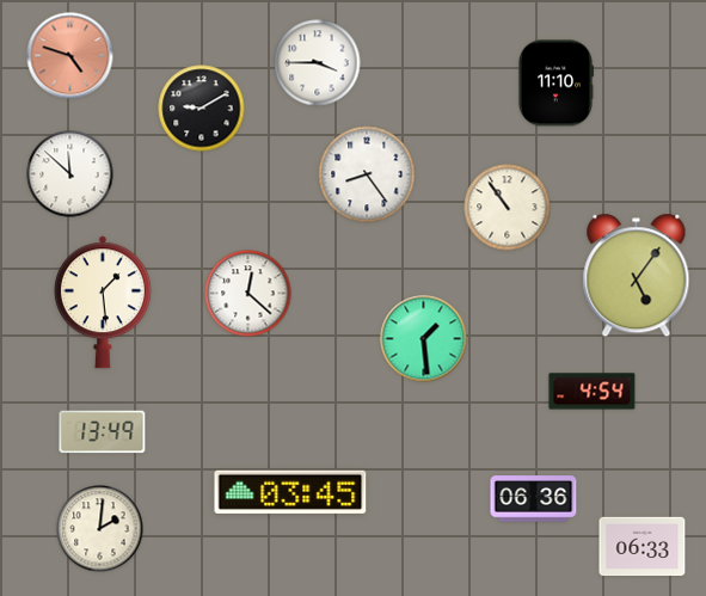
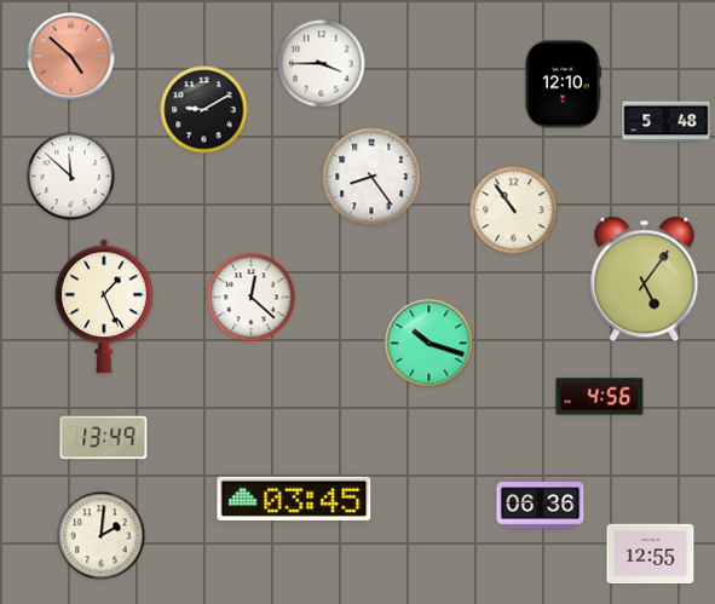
clock at (70, 56): 4:48 -> 4:52
clock at (557, 84): 11:10 -> 12:10
clock at (667, 122): none -> 5:48
clock at (103, 302): 1:29 -> 1:26
clock at (424, 339): 1:29 -> 10:18
clock at (593, 392): 4:54 -> 4:56
clock at (643, 547): 06:33 -> 12:55
